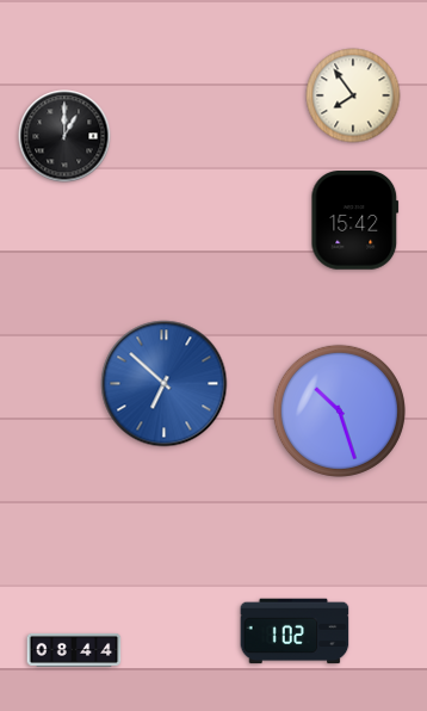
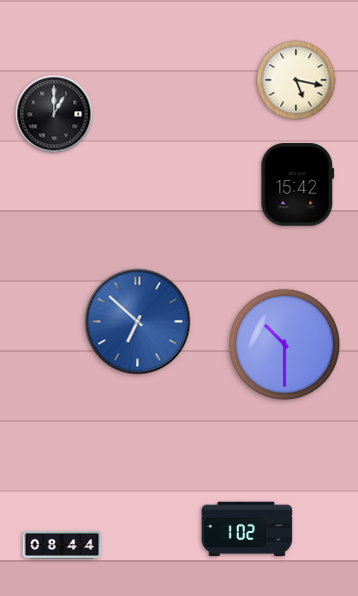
clock at (353, 95): 7:54 -> 5:17
clock at (339, 410): 10:27 -> 10:30
